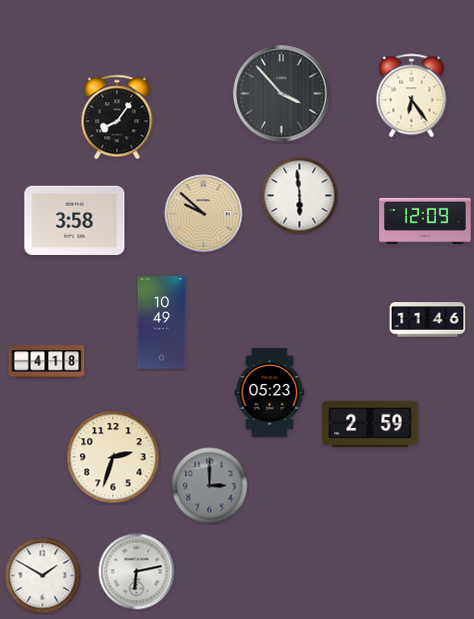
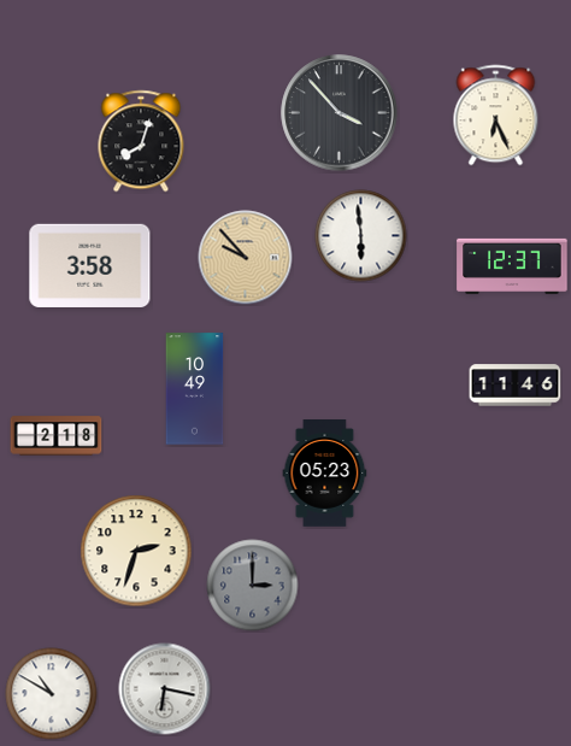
clock at (412, 96): 6:24 -> 6:26
clock at (117, 117): 8:06 -> 8:03
clock at (204, 214): 9:52 -> 9:53
clock at (425, 221): 12:09 -> 12:37
clock at (47, 362): 4:18 -> 2:18
clock at (370, 424): 2:59 -> none
clock at (137, 572): 6:13 -> 6:17
clock at (43, 576): 1:50 -> 10:50
